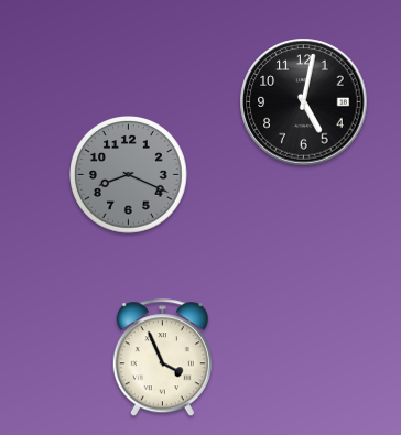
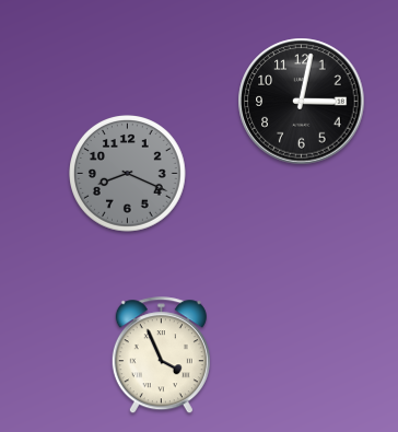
clock at (304, 102): 5:02 -> 3:02
